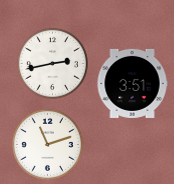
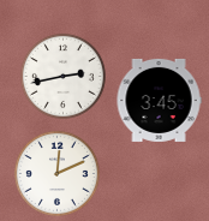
clock at (132, 83): 3:51 -> 3:45
clock at (47, 144): 11:12 -> 12:11
